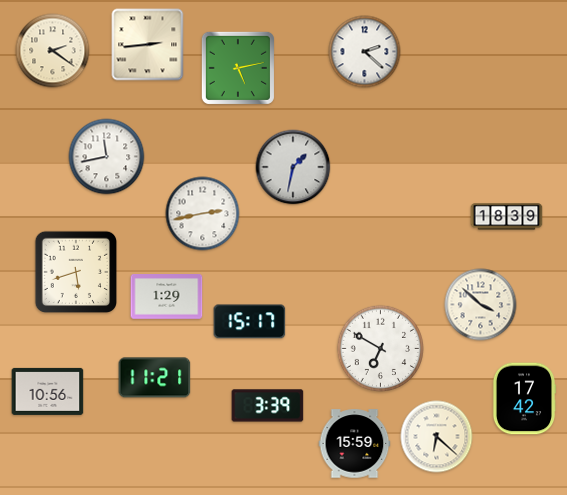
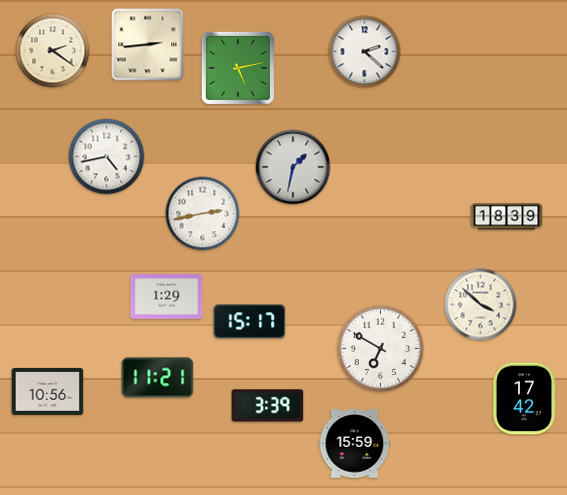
clock at (107, 157): 11:43 -> 4:43
clock at (75, 271): 5:42 -> none
clock at (155, 378) position: (155, 378) -> (158, 378)
clock at (437, 437): 6:22 -> none
